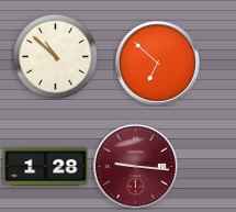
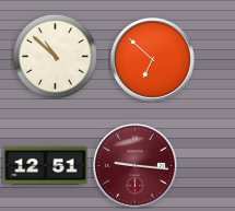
clock at (157, 63) position: (157, 63) -> (152, 59)
clock at (46, 166): 1:28 -> 12:51
